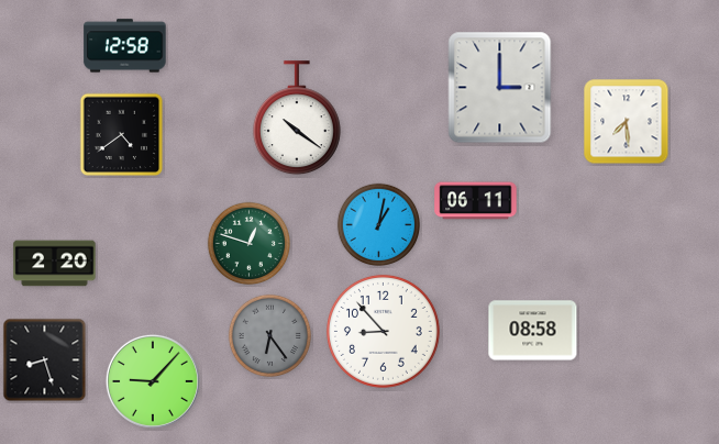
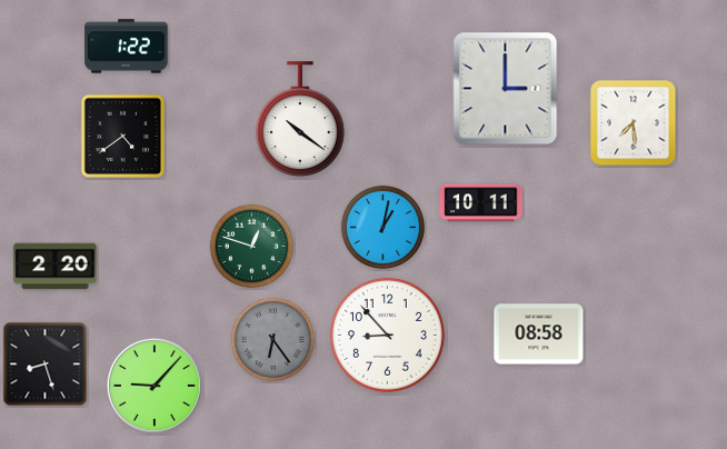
clock at (125, 46): 12:58 -> 1:22
clock at (476, 201): 06:11 -> 10:11
